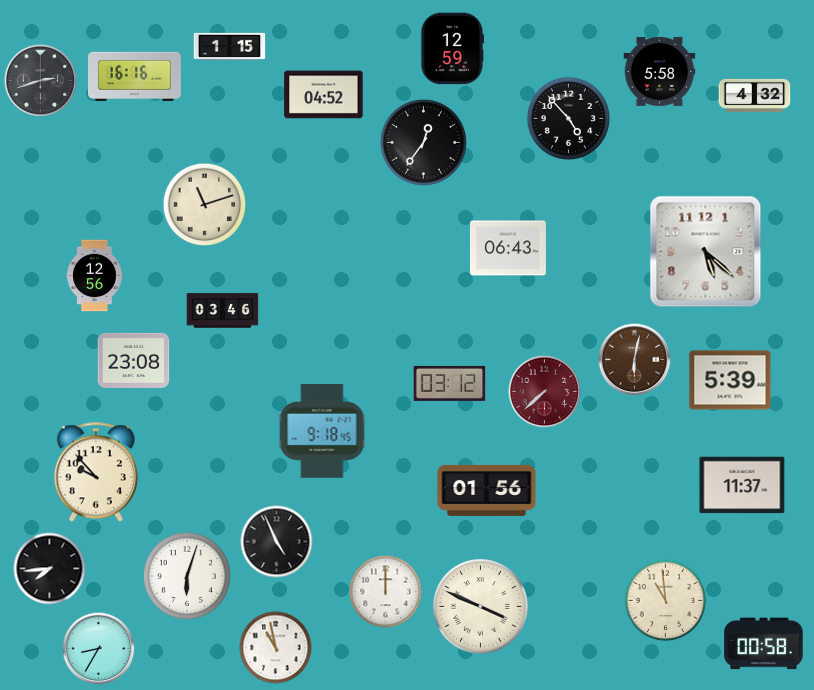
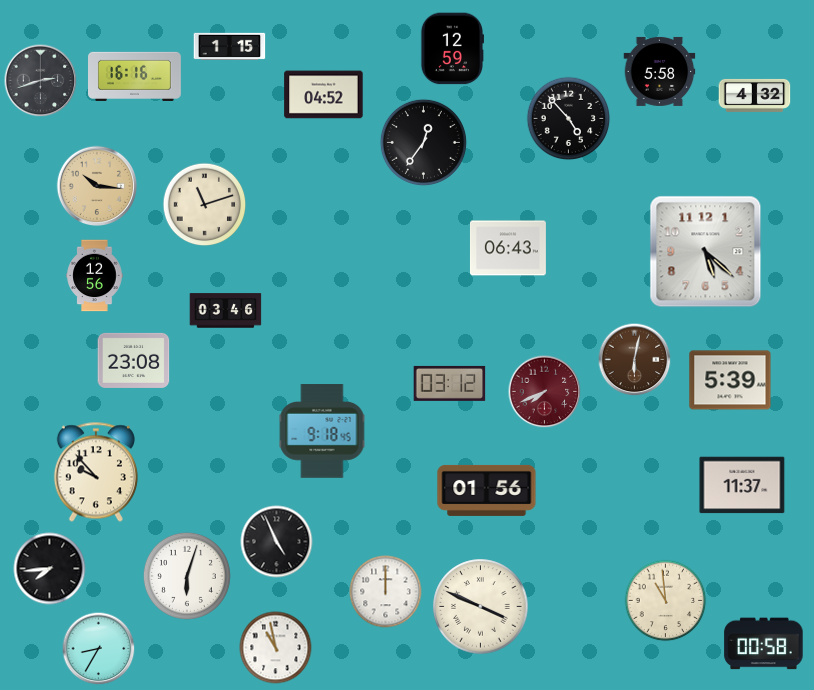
clock at (96, 185): none -> 10:16
clock at (223, 311) position: (223, 311) -> (226, 311)
clock at (545, 392): 7:38 -> 7:41
